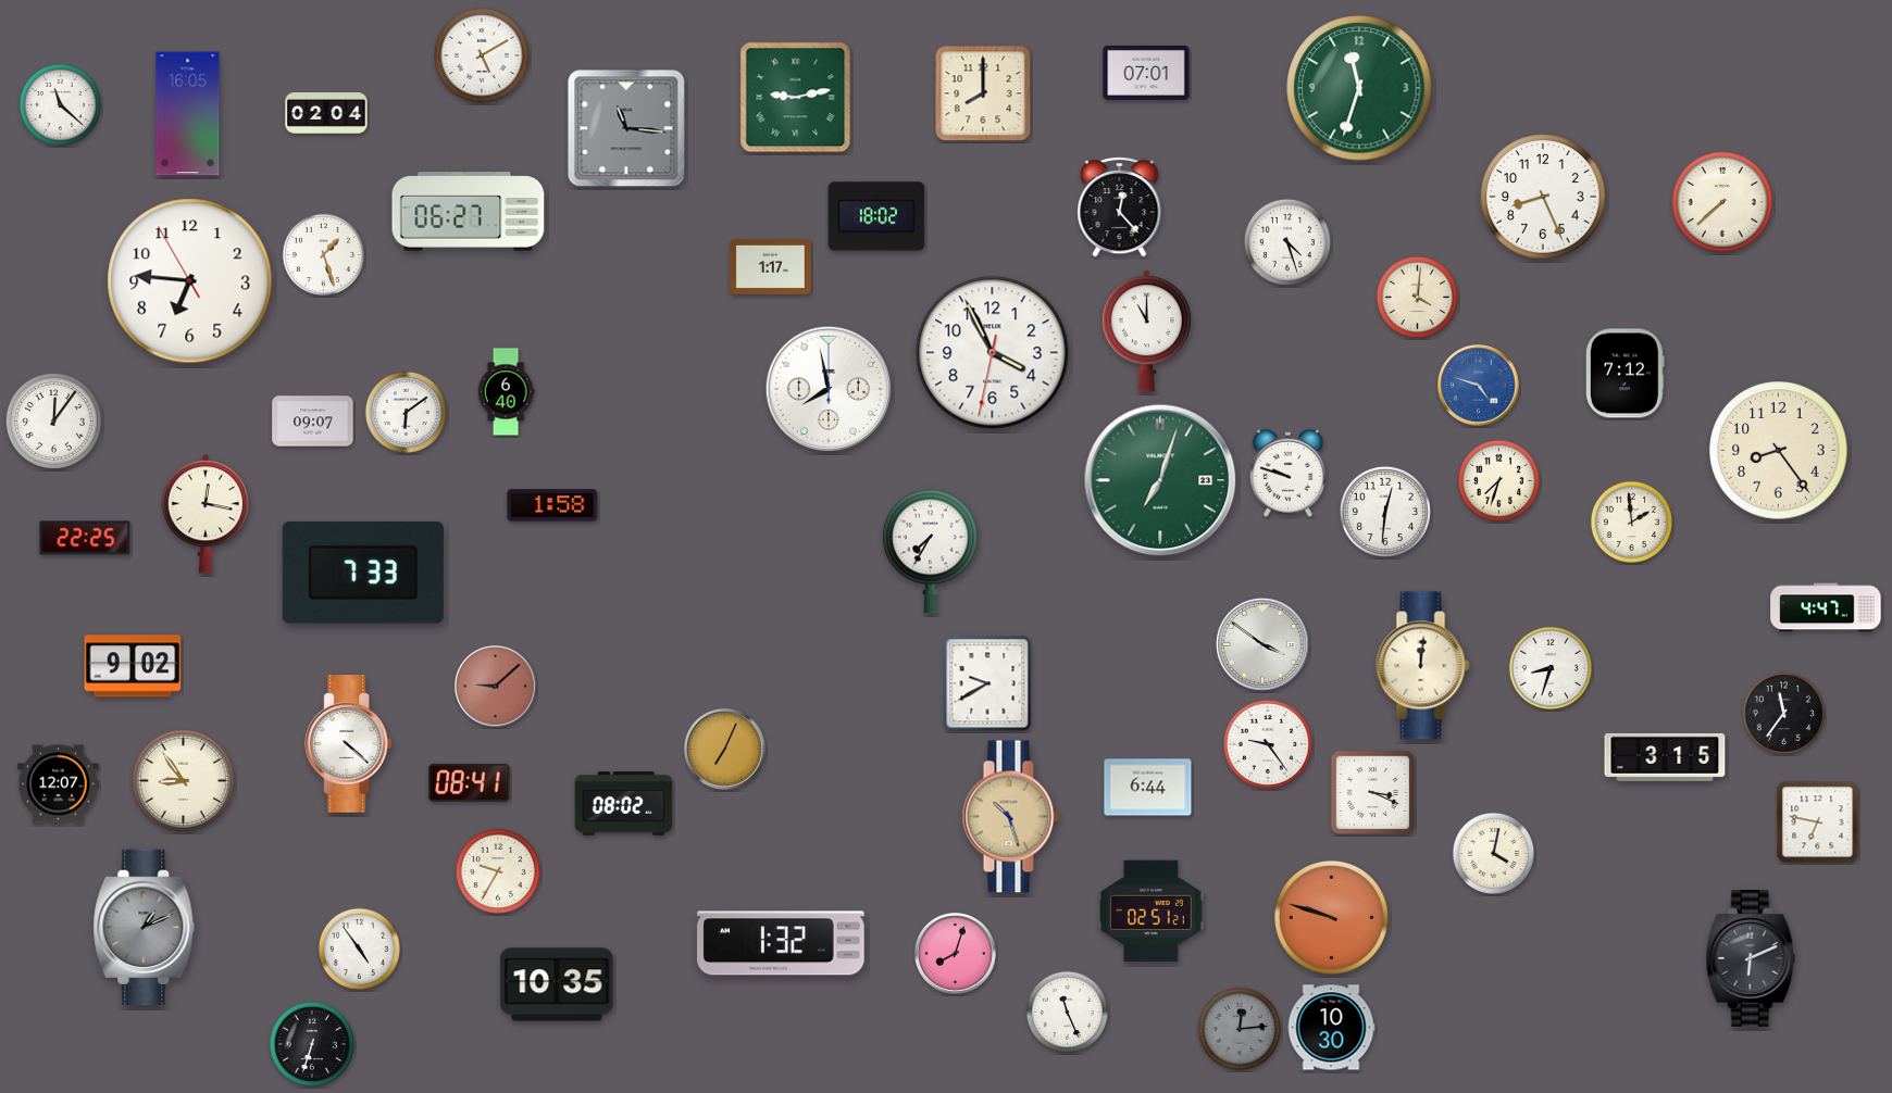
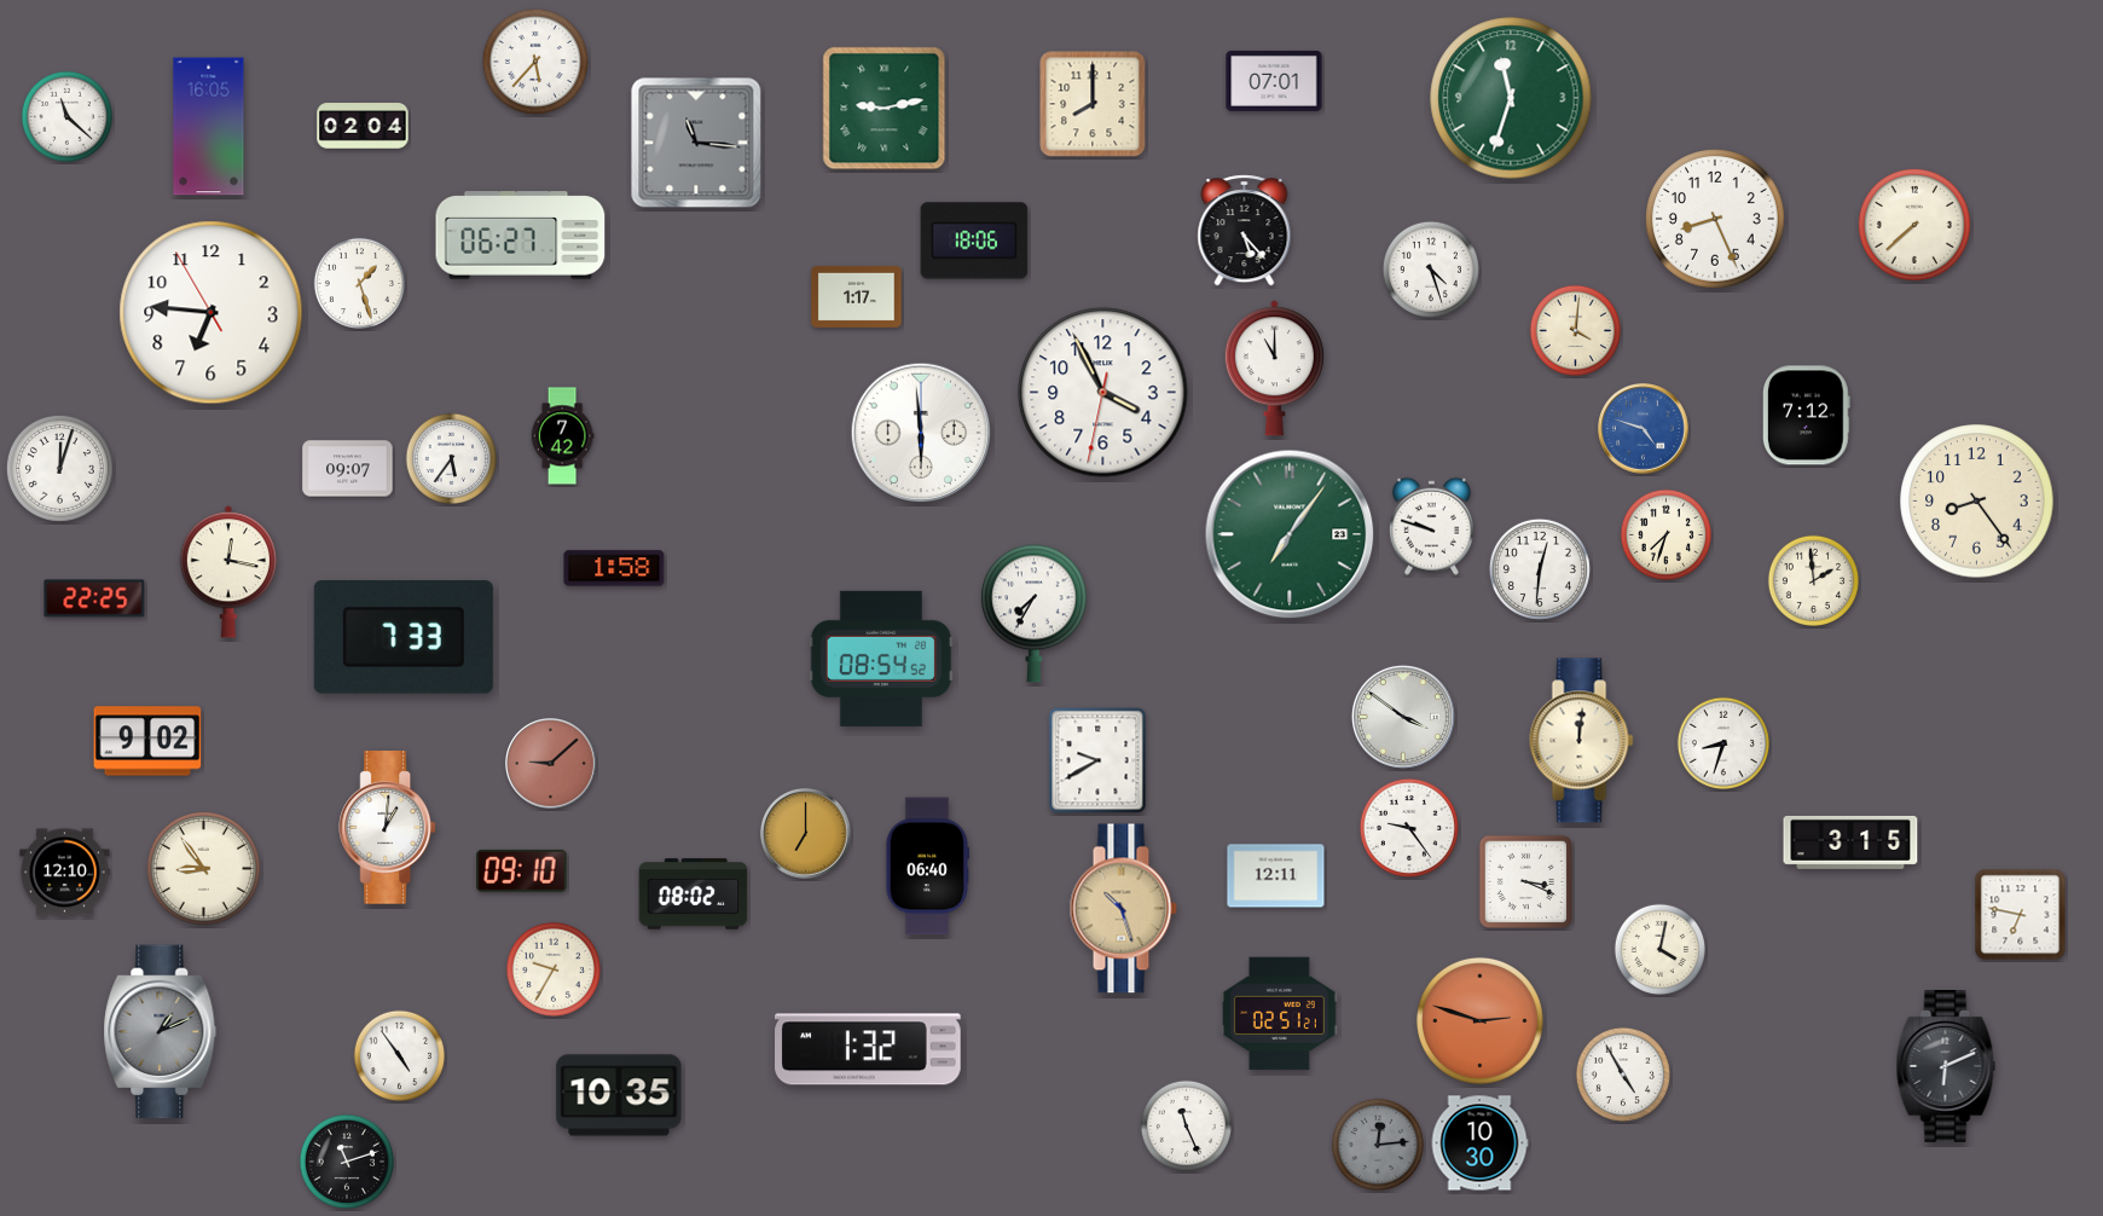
clock at (482, 55): 5:10 -> 5:37
clock at (1120, 208): 12:23 -> 5:23
clock at (876, 216): 18:02 -> 18:06
clock at (827, 388): 7:58 -> 5:59
clock at (506, 392): 6:40 -> 7:42
clock at (406, 412): 6:09 -> 5:36
clock at (53, 420): 12:06 -> 12:03
clock at (1160, 480): 7:03 -> 7:06
clock at (552, 505) position: (552, 505) -> (614, 568)
clock at (881, 659): none -> 08:54
clock at (1826, 607): 4:47 -> none
clock at (1783, 713): 11:36 -> none
clock at (349, 744): 4:22 -> 1:01
clock at (725, 750): 7:04 -> 7:00
clock at (926, 867): none -> 06:40
clock at (470, 782): 08:41 -> 09:10
clock at (59, 784): 12:07 -> 12:10
clock at (1148, 788): 6:44 -> 12:11
clock at (1332, 918): 9:48 -> 2:48
clock at (956, 954): 8:03 -> none
clock at (1623, 1075): none -> 4:55
clock at (312, 1044): 6:33 -> 11:12
